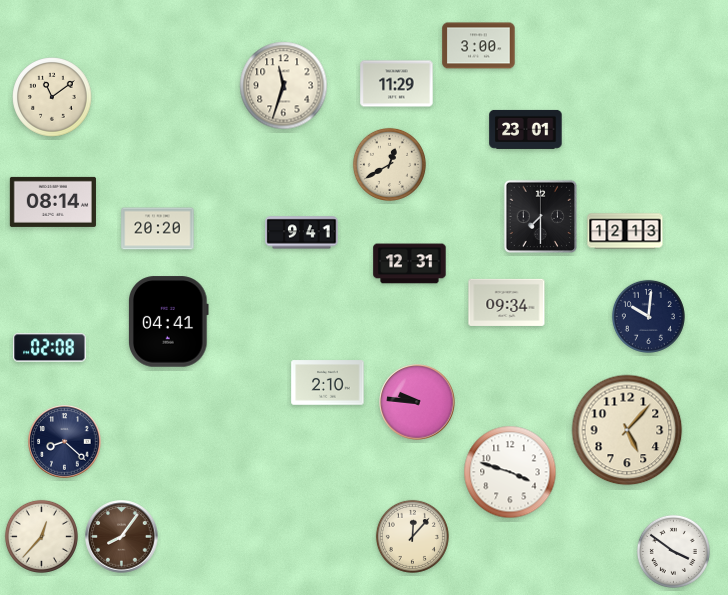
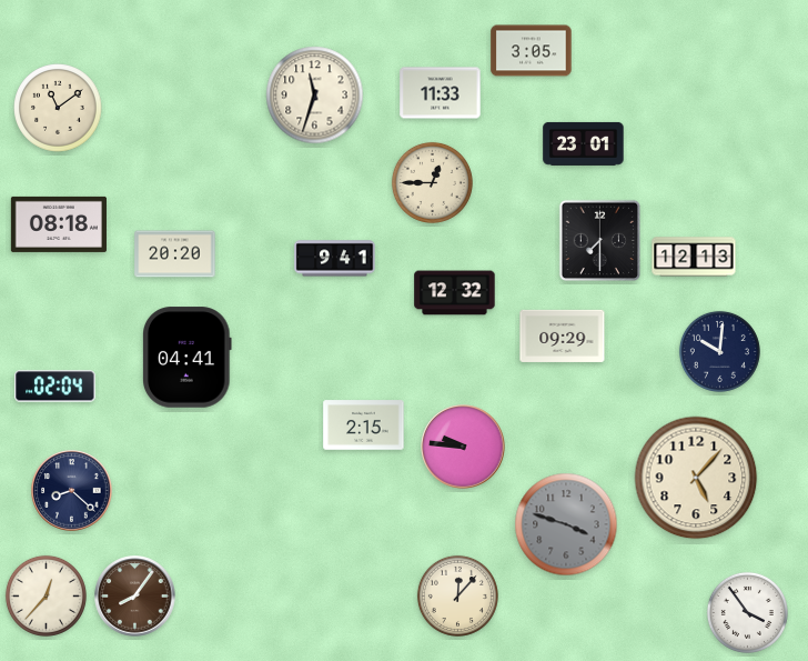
clock at (479, 46): 3:00 -> 3:05
clock at (397, 84): 11:29 -> 11:33
clock at (389, 164): 12:40 -> 12:45
clock at (53, 202): 08:14 -> 08:18
clock at (410, 264): 12:31 -> 12:32
clock at (507, 302): 09:34 -> 09:29
clock at (50, 348): 02:08 -> 02:04
clock at (328, 383): 2:10 -> 2:15
clock at (510, 472) dial: white -> grey
clock at (673, 551): 3:51 -> 3:54
